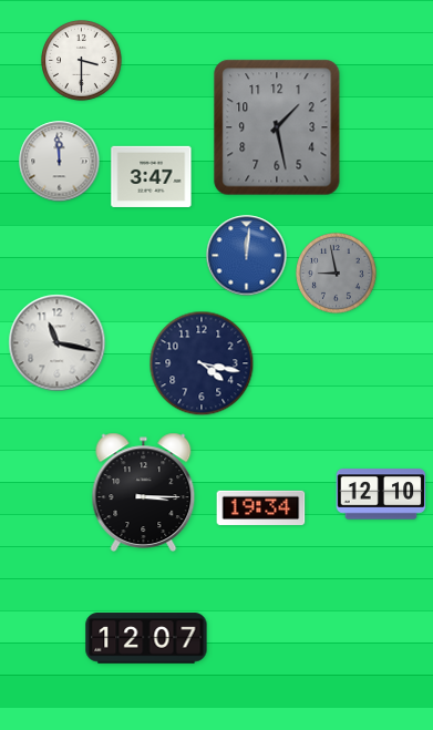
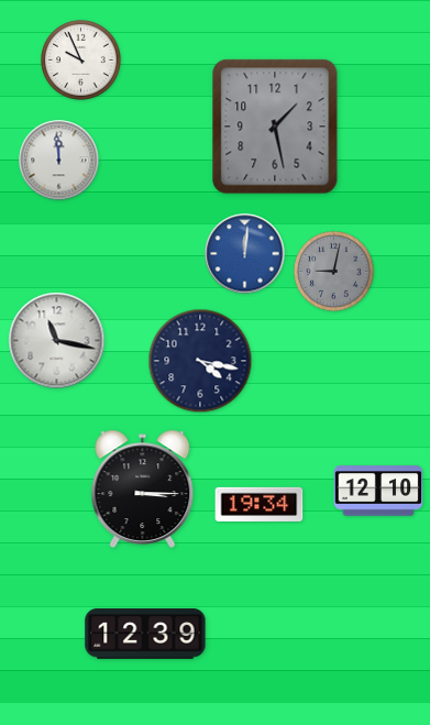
clock at (82, 61): 3:30 -> 9:56
clock at (152, 176): 3:47 -> none
clock at (337, 274): 8:58 -> 9:02
clock at (146, 638): 12:07 -> 12:39
